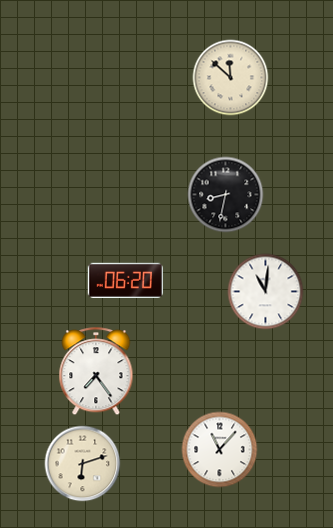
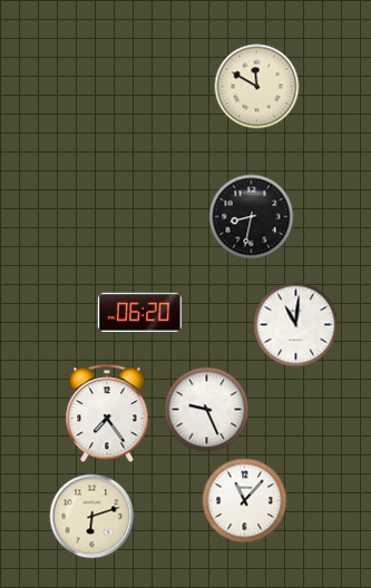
clock at (231, 78): 11:52 -> 11:50
clock at (207, 410): none -> 9:26
